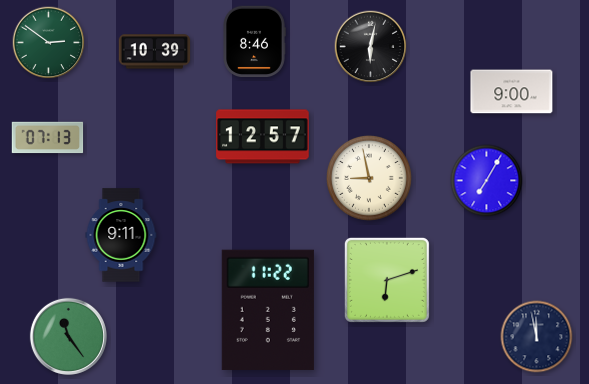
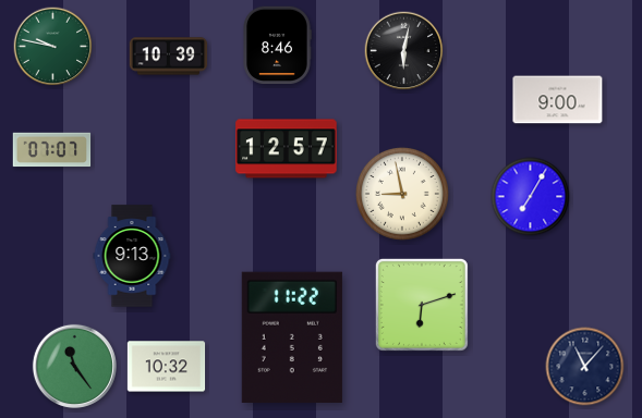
clock at (49, 43): 2:51 -> 9:47
clock at (48, 138): 07:13 -> 07:07
clock at (121, 235): 9:11 -> 9:13
clock at (167, 367): none -> 10:32
clock at (537, 337): 11:58 -> 11:07
